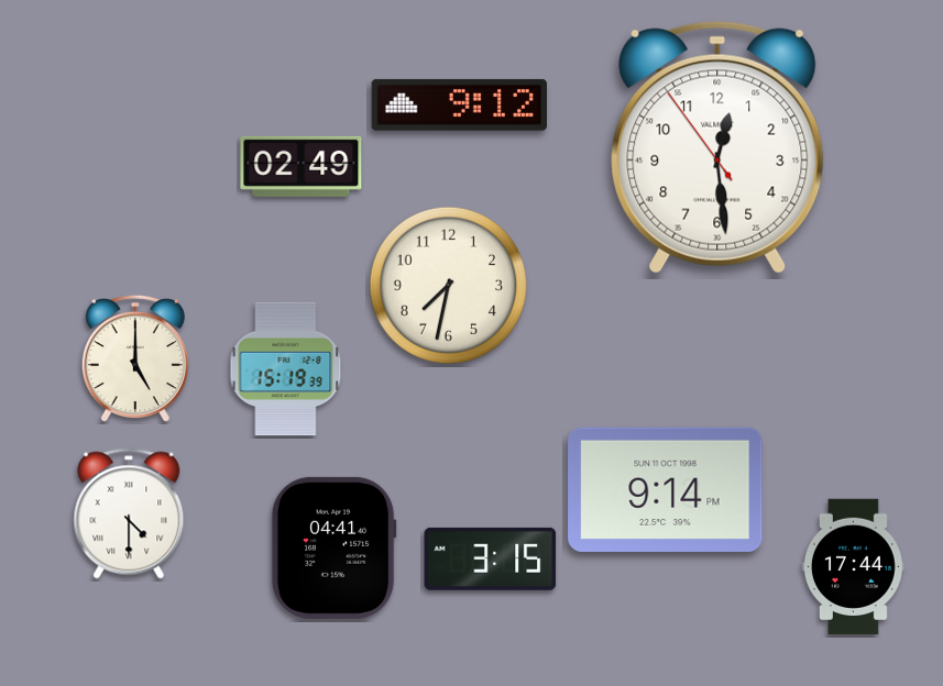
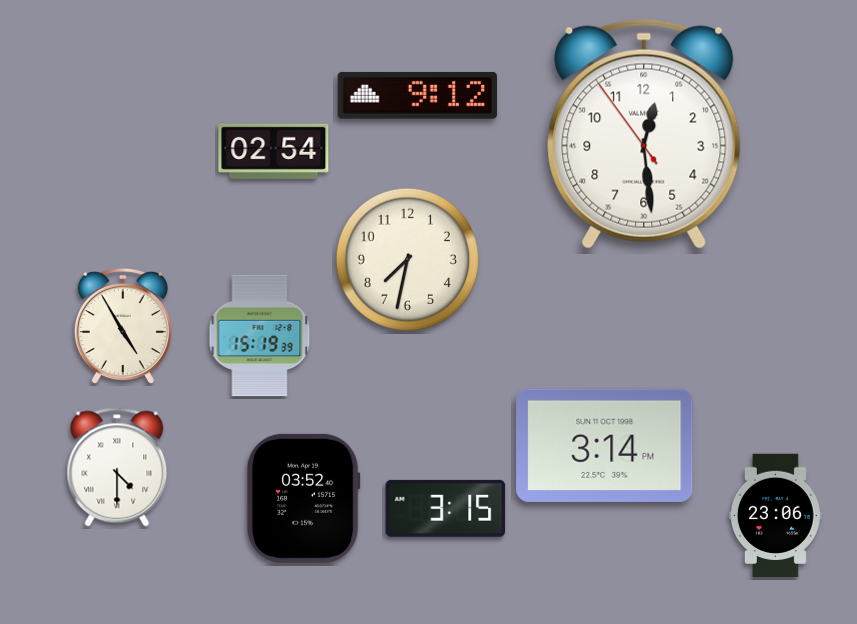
clock at (717, 147) position: (717, 147) -> (644, 134)
clock at (301, 166): 02:49 -> 02:54
clock at (135, 358): 5:00 -> 4:55
clock at (666, 489): 9:14 -> 3:14
clock at (333, 547): 04:41 -> 03:52
clock at (853, 567): 17:44 -> 23:06
